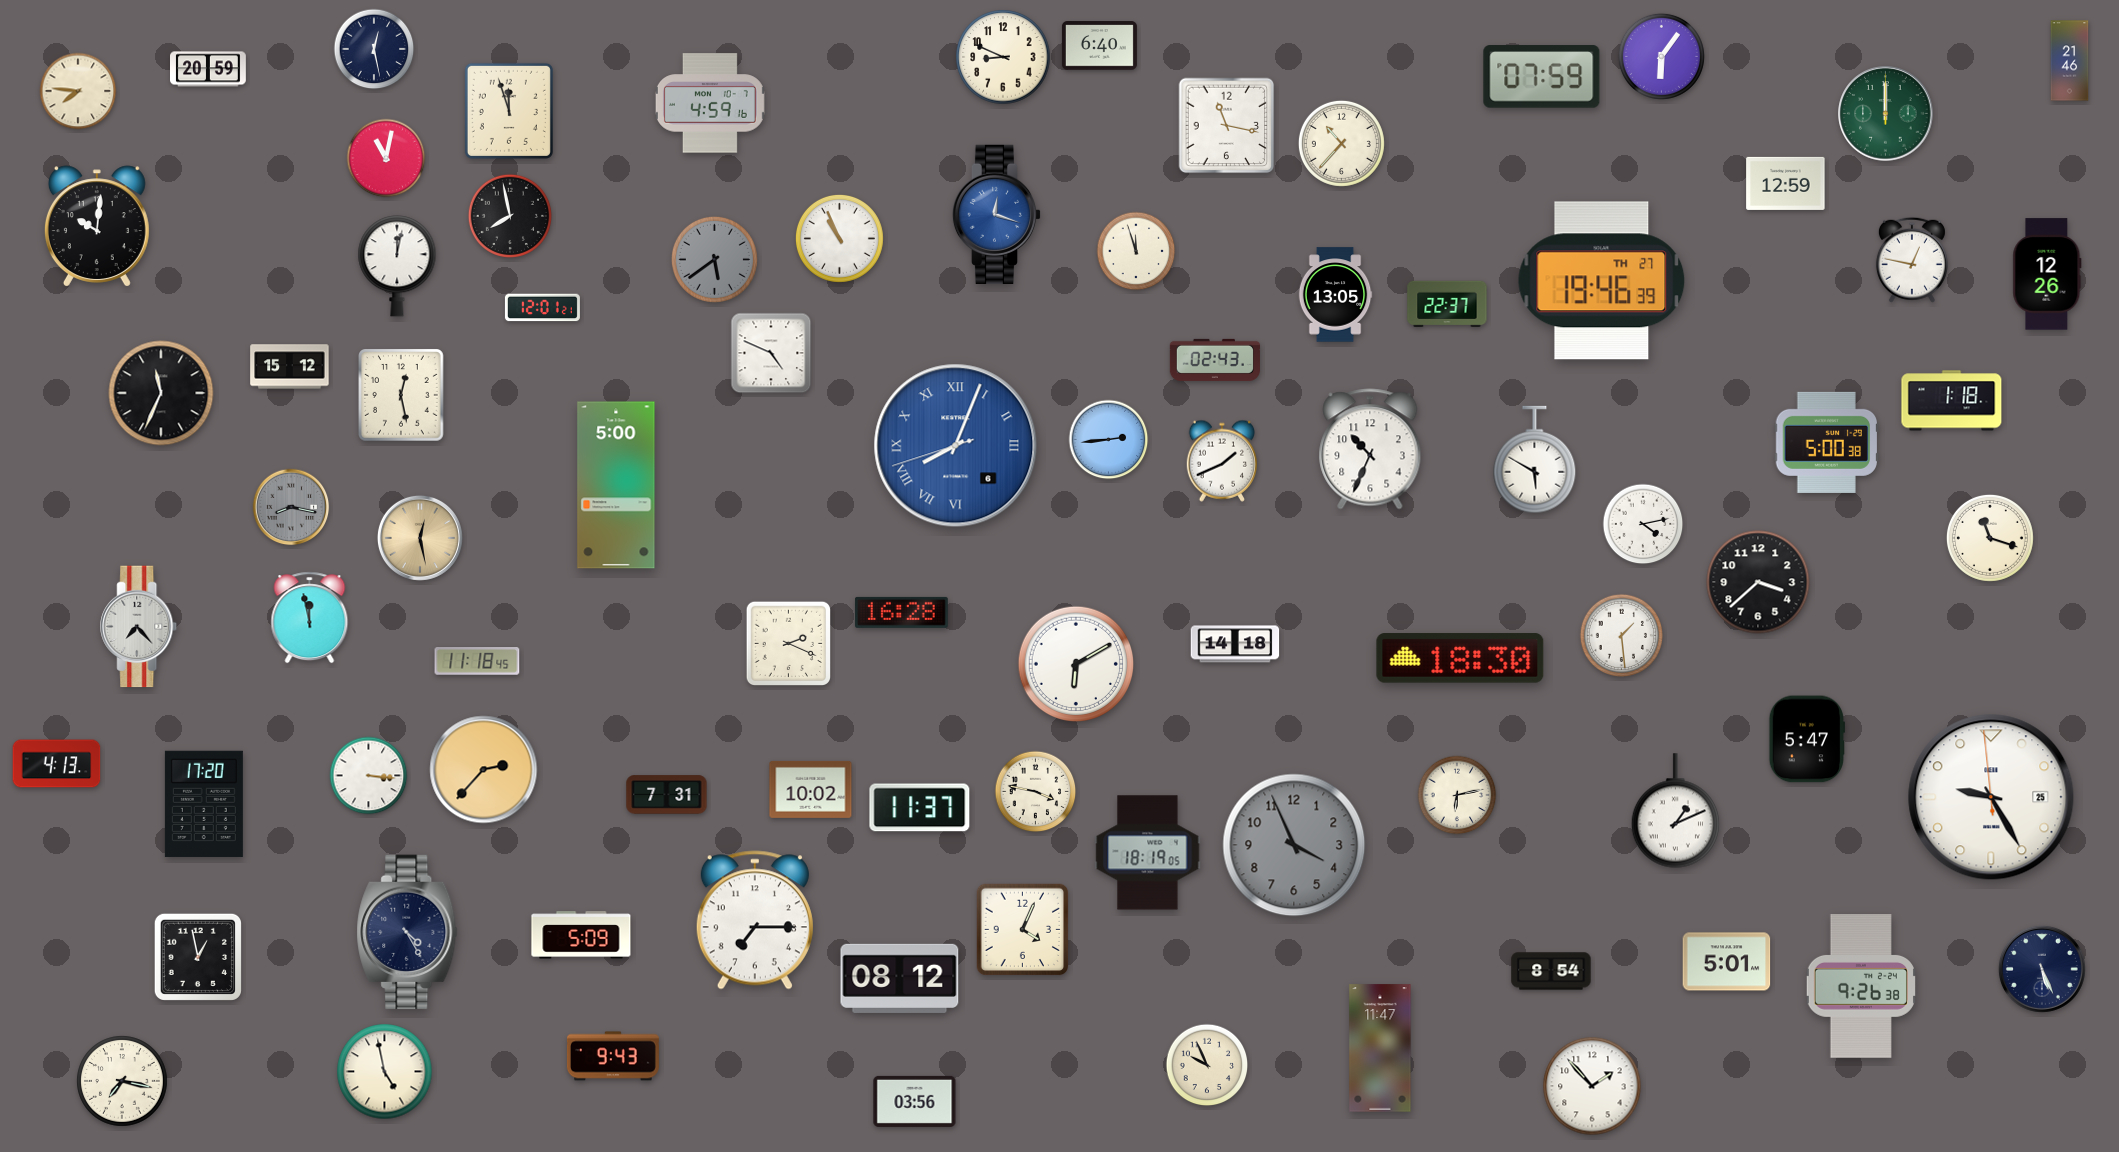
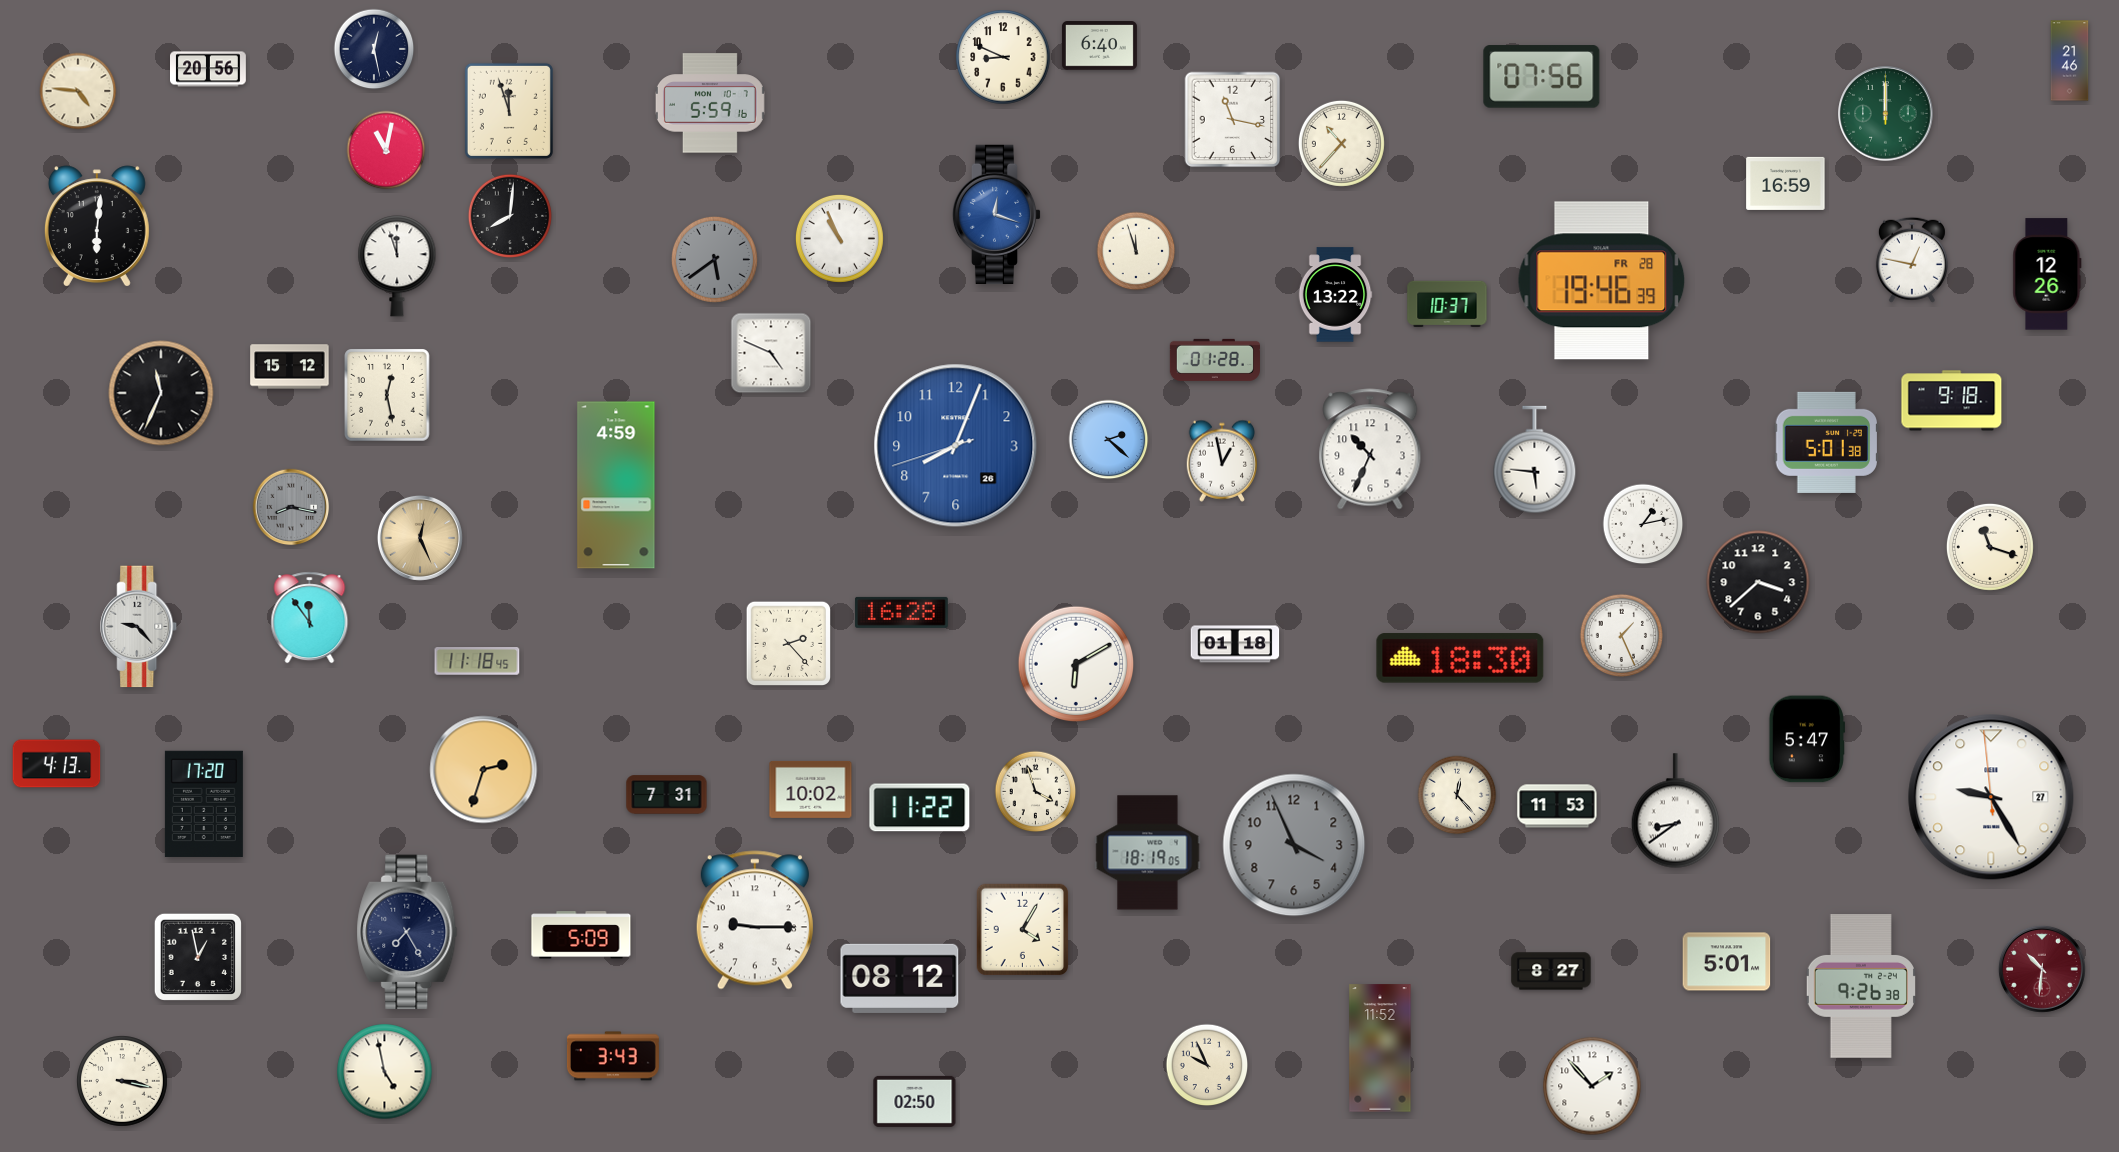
clock at (1661, 56): 6:06 -> none
clock at (209, 69): 20:59 -> 20:56
clock at (1542, 77): 07:59 -> 07:56
clock at (78, 91): 7:46 -> 4:46
clock at (710, 103): 4:59 -> 5:59
clock at (1227, 126) position: (1227, 126) -> (1233, 120)
clock at (386, 158) position: (386, 158) -> (386, 150)
clock at (1786, 183): 12:59 -> 16:59
clock at (509, 215): 7:58 -> 8:01
clock at (97, 226): 10:01 -> 6:01
clock at (397, 266): 12:02 -> 11:57
clock at (1602, 281) date: TH 27 -> FR 28
clock at (1335, 295): 13:05 -> 13:22
clock at (1447, 304): 22:37 -> 10:37
clock at (542, 308): 12:01 -> none
clock at (1215, 360): 02:43 -> 01:28
clock at (402, 395) position: (402, 395) -> (388, 395)
clock at (1952, 401): 1:18 -> 9:18
clock at (1109, 440): 2:44 -> 2:22
clock at (1827, 442): 5:00 -> 5:01
clock at (956, 446) date: 6 -> 26
clock at (956, 446) numerals: Roman -> Arabic
clock at (1535, 460): 5:50 -> 5:46
clock at (1222, 461): 1:41 -> 12:58
clock at (616, 485): 5:00 -> 4:59
clock at (1643, 524): 4:13 -> 1:13
clock at (420, 538): 12:28 -> 12:26
clock at (1990, 538) position: (1990, 538) -> (1990, 547)
clock at (310, 618): 11:58 -> 11:54
clock at (139, 627): 7:23 -> 9:23
clock at (1622, 636): 1:29 -> 1:26
clock at (788, 643): 2:19 -> 2:23
clock at (1235, 644): 14:18 -> 01:18
clock at (484, 770): 2:37 -> 2:33
clock at (369, 776): 3:16 -> none
clock at (1036, 792): 3:47 -> 3:57
clock at (1457, 795): 6:13 -> 12:23
clock at (1991, 797) date: 25 -> 27
clock at (1557, 806): none -> 11:53
clock at (920, 808): 11:37 -> 11:22
clock at (1675, 811): 1:11 -> 8:39
clock at (755, 920): 7:15 -> 9:15
clock at (1023, 930): 4:04 -> 4:05
clock at (407, 932): 4:25 -> 7:25
clock at (2042, 969): 5:26 -> 10:31
clock at (2042, 969) dial: navy -> burgundy
clock at (1551, 971): 8:54 -> 8:27
clock at (1380, 1048): 11:47 -> 11:52
clock at (613, 1056): 9:43 -> 3:43
clock at (122, 1081): 7:17 -> 3:17
clock at (915, 1101): 03:56 -> 02:50
